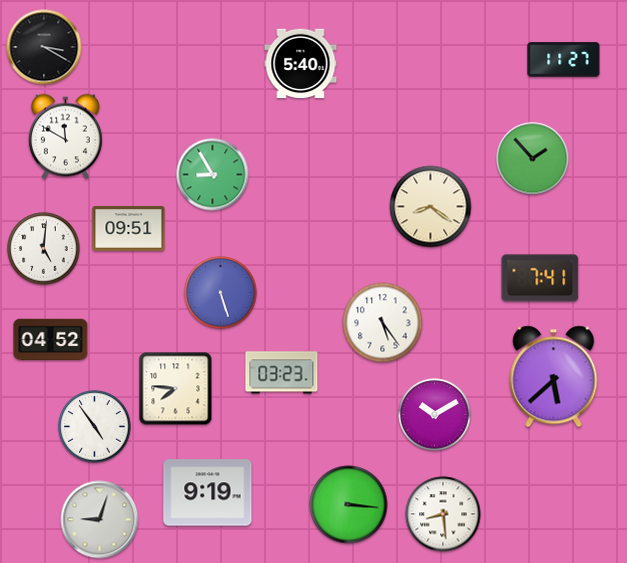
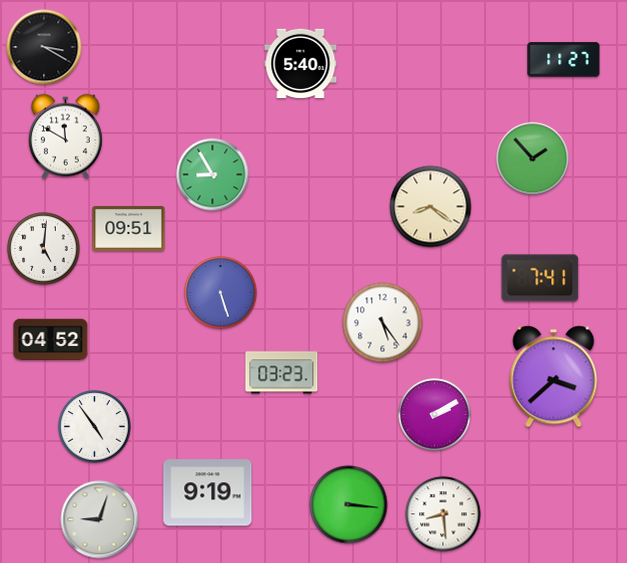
clock at (554, 377): 5:38 -> 3:38
clock at (176, 389): 7:46 -> none
clock at (435, 415): 10:10 -> 2:10
